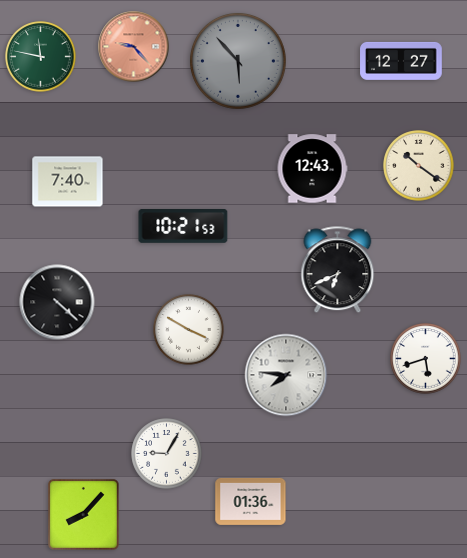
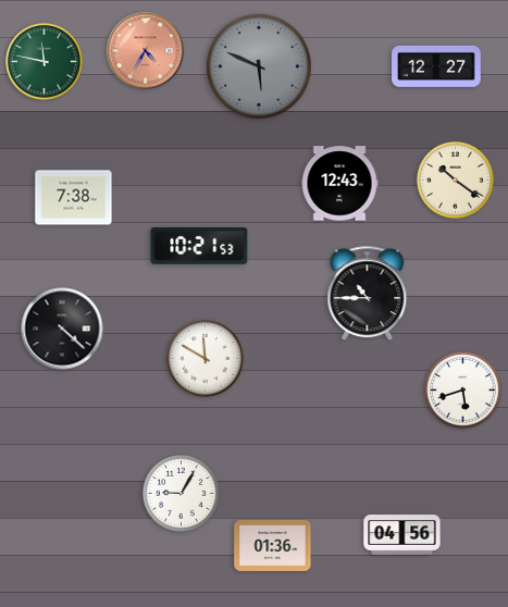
clock at (134, 47): 9:23 -> 4:35
clock at (238, 61): 5:53 -> 5:49
clock at (68, 182): 7:40 -> 7:38
clock at (338, 270): 6:41 -> 10:45
clock at (189, 330): 3:50 -> 11:50
clock at (286, 375): 7:46 -> none
clock at (402, 535): none -> 04:56
clock at (83, 514): 8:07 -> none
